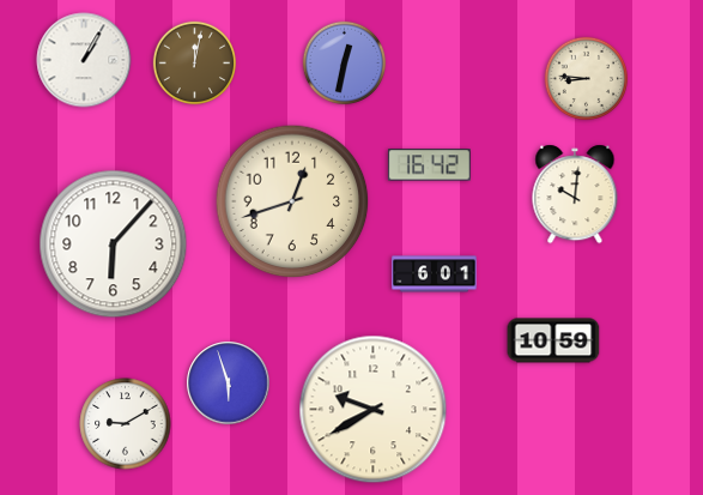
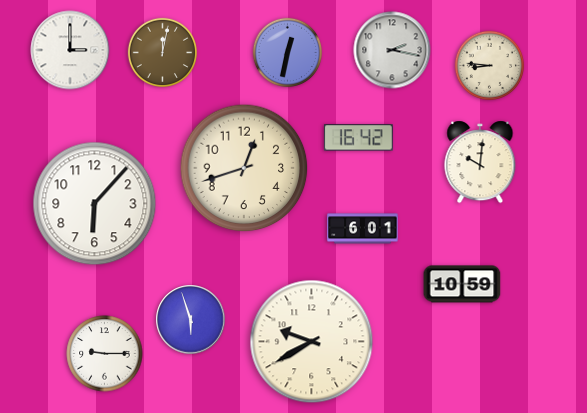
clock at (84, 60): 1:05 -> 3:00
clock at (392, 50): none -> 2:17
clock at (126, 424): 9:10 -> 9:15
